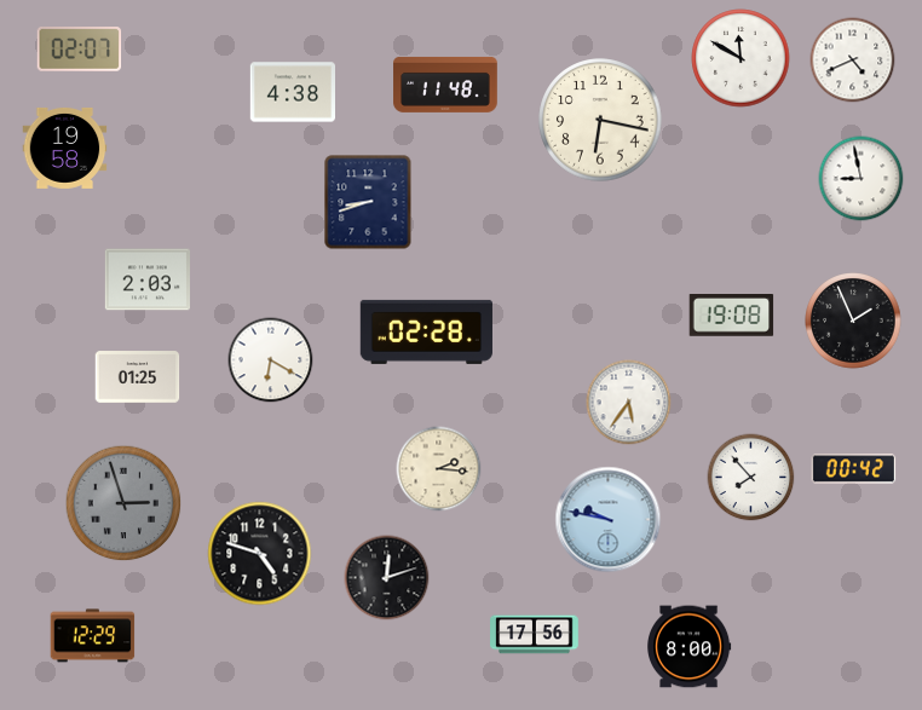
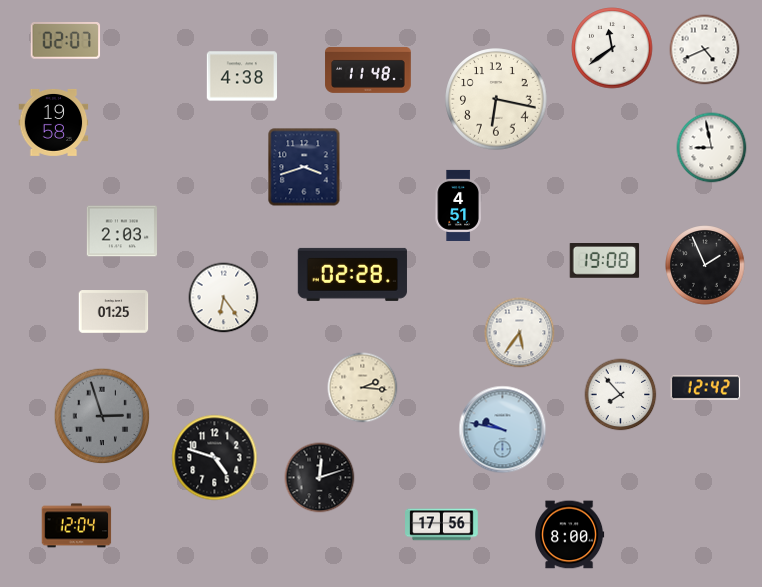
clock at (741, 58): 11:50 -> 11:39
clock at (368, 202): 8:42 -> 3:42
clock at (458, 205): none -> 4:51
clock at (271, 360): 6:20 -> 6:24
clock at (854, 469): 00:42 -> 12:42
clock at (93, 636): 12:29 -> 12:04
